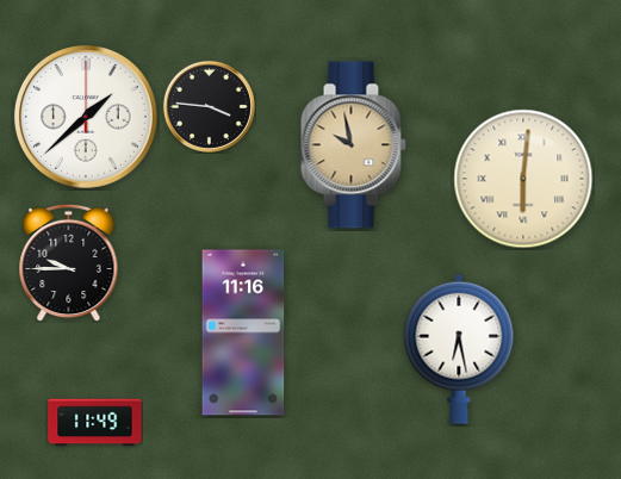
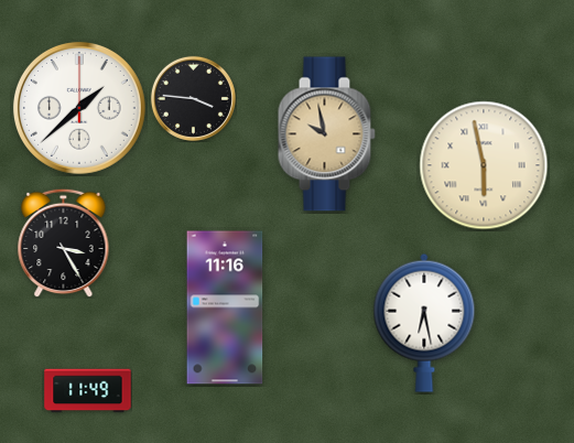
clock at (523, 179): 6:01 -> 5:58
clock at (69, 262): 9:45 -> 3:25
